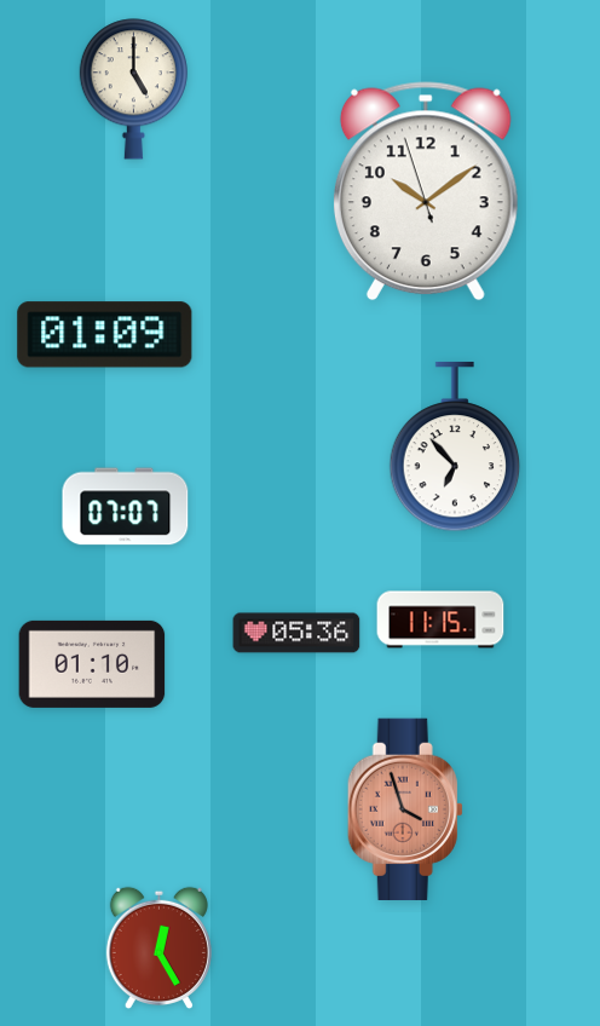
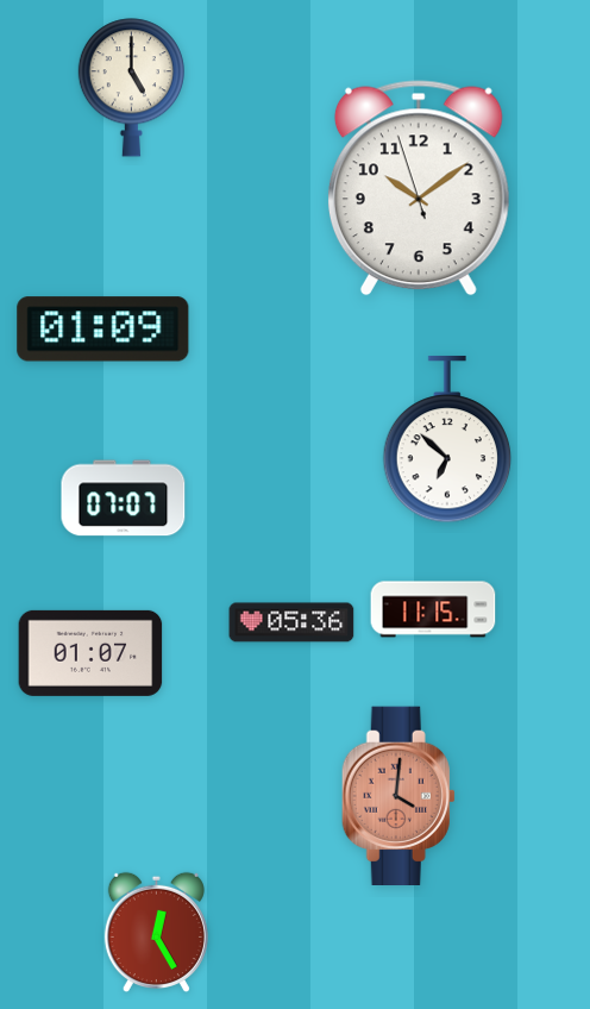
clock at (455, 446): 6:53 -> 6:52
clock at (92, 664): 01:10 -> 01:07
clock at (405, 808): 3:57 -> 4:01
